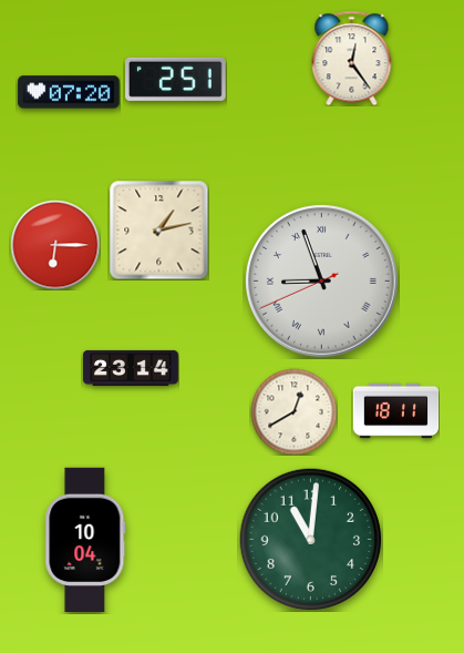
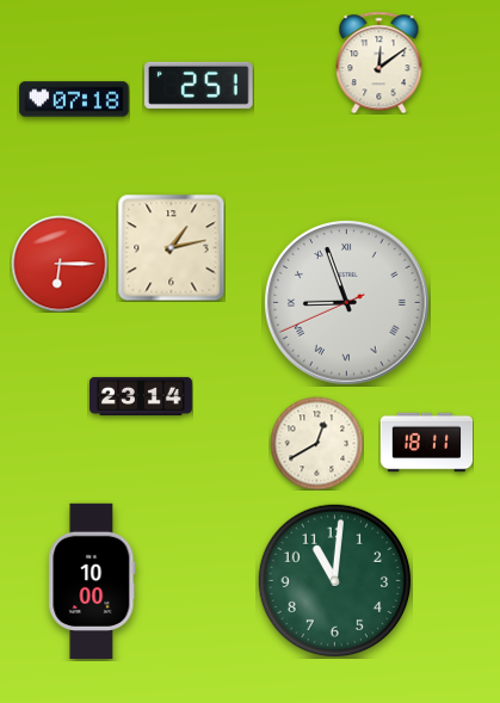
clock at (352, 58): 12:24 -> 12:09
clock at (176, 79) position: (176, 79) -> (199, 85)
clock at (69, 92): 07:20 -> 07:18
clock at (85, 540): 10:04 -> 10:00
